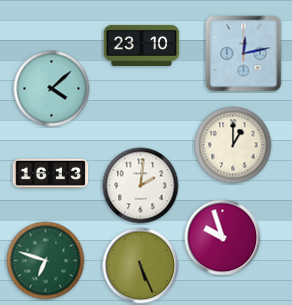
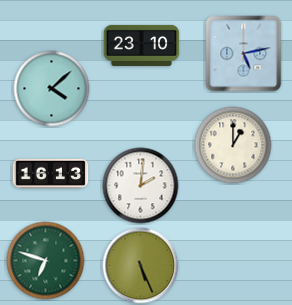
clock at (244, 54): 12:13 -> 5:13
clock at (223, 238): 9:57 -> none
